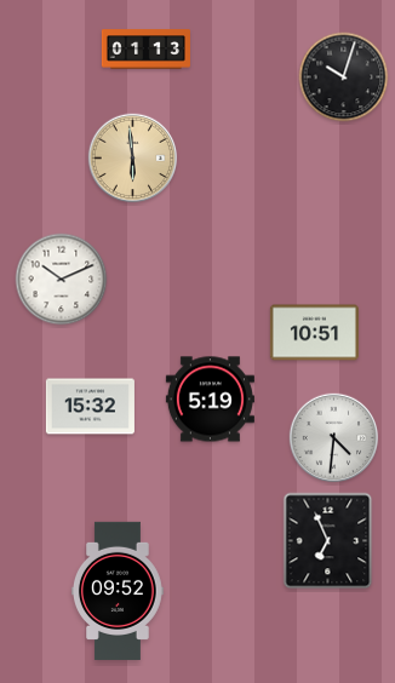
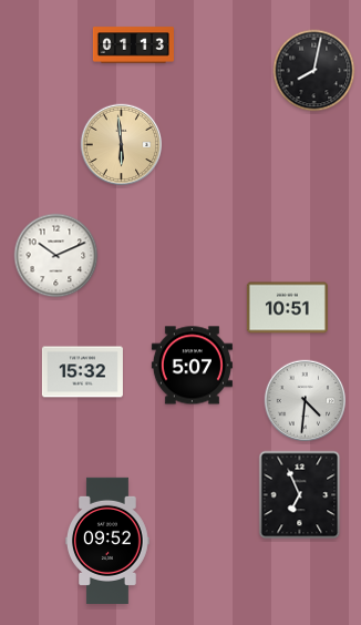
clock at (344, 78): 10:03 -> 8:02
clock at (314, 333) position: (314, 333) -> (287, 308)
clock at (210, 400): 5:19 -> 5:07
